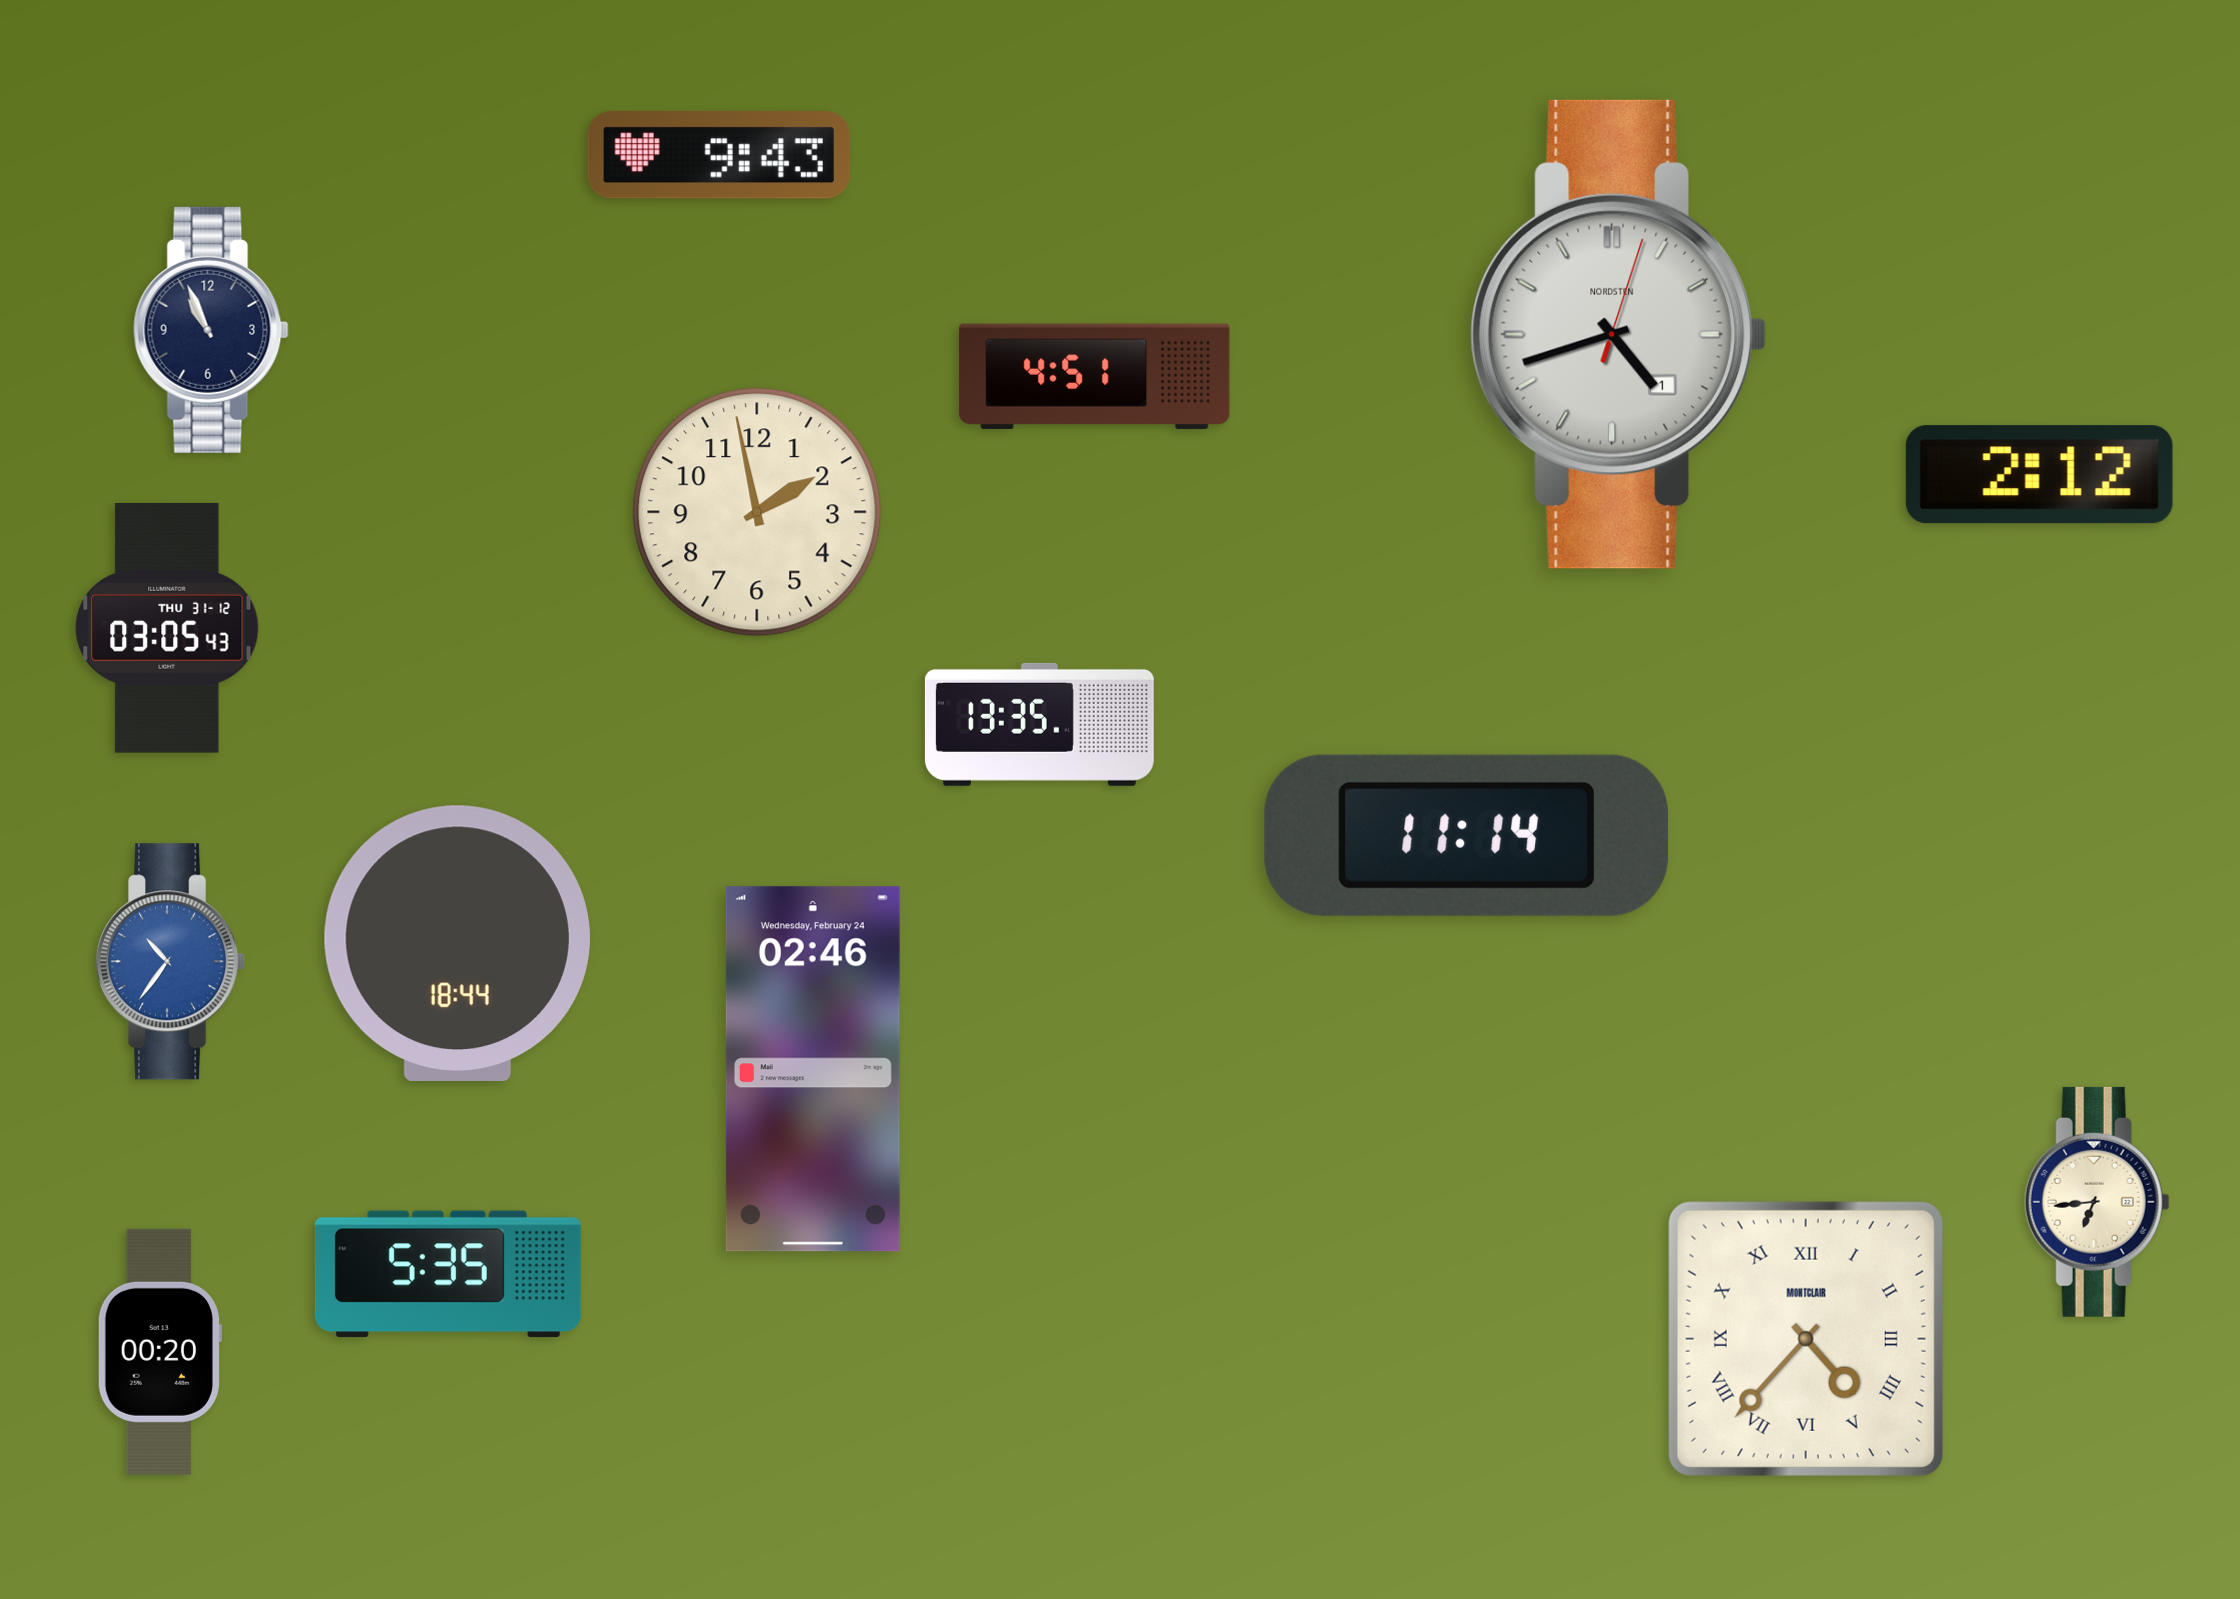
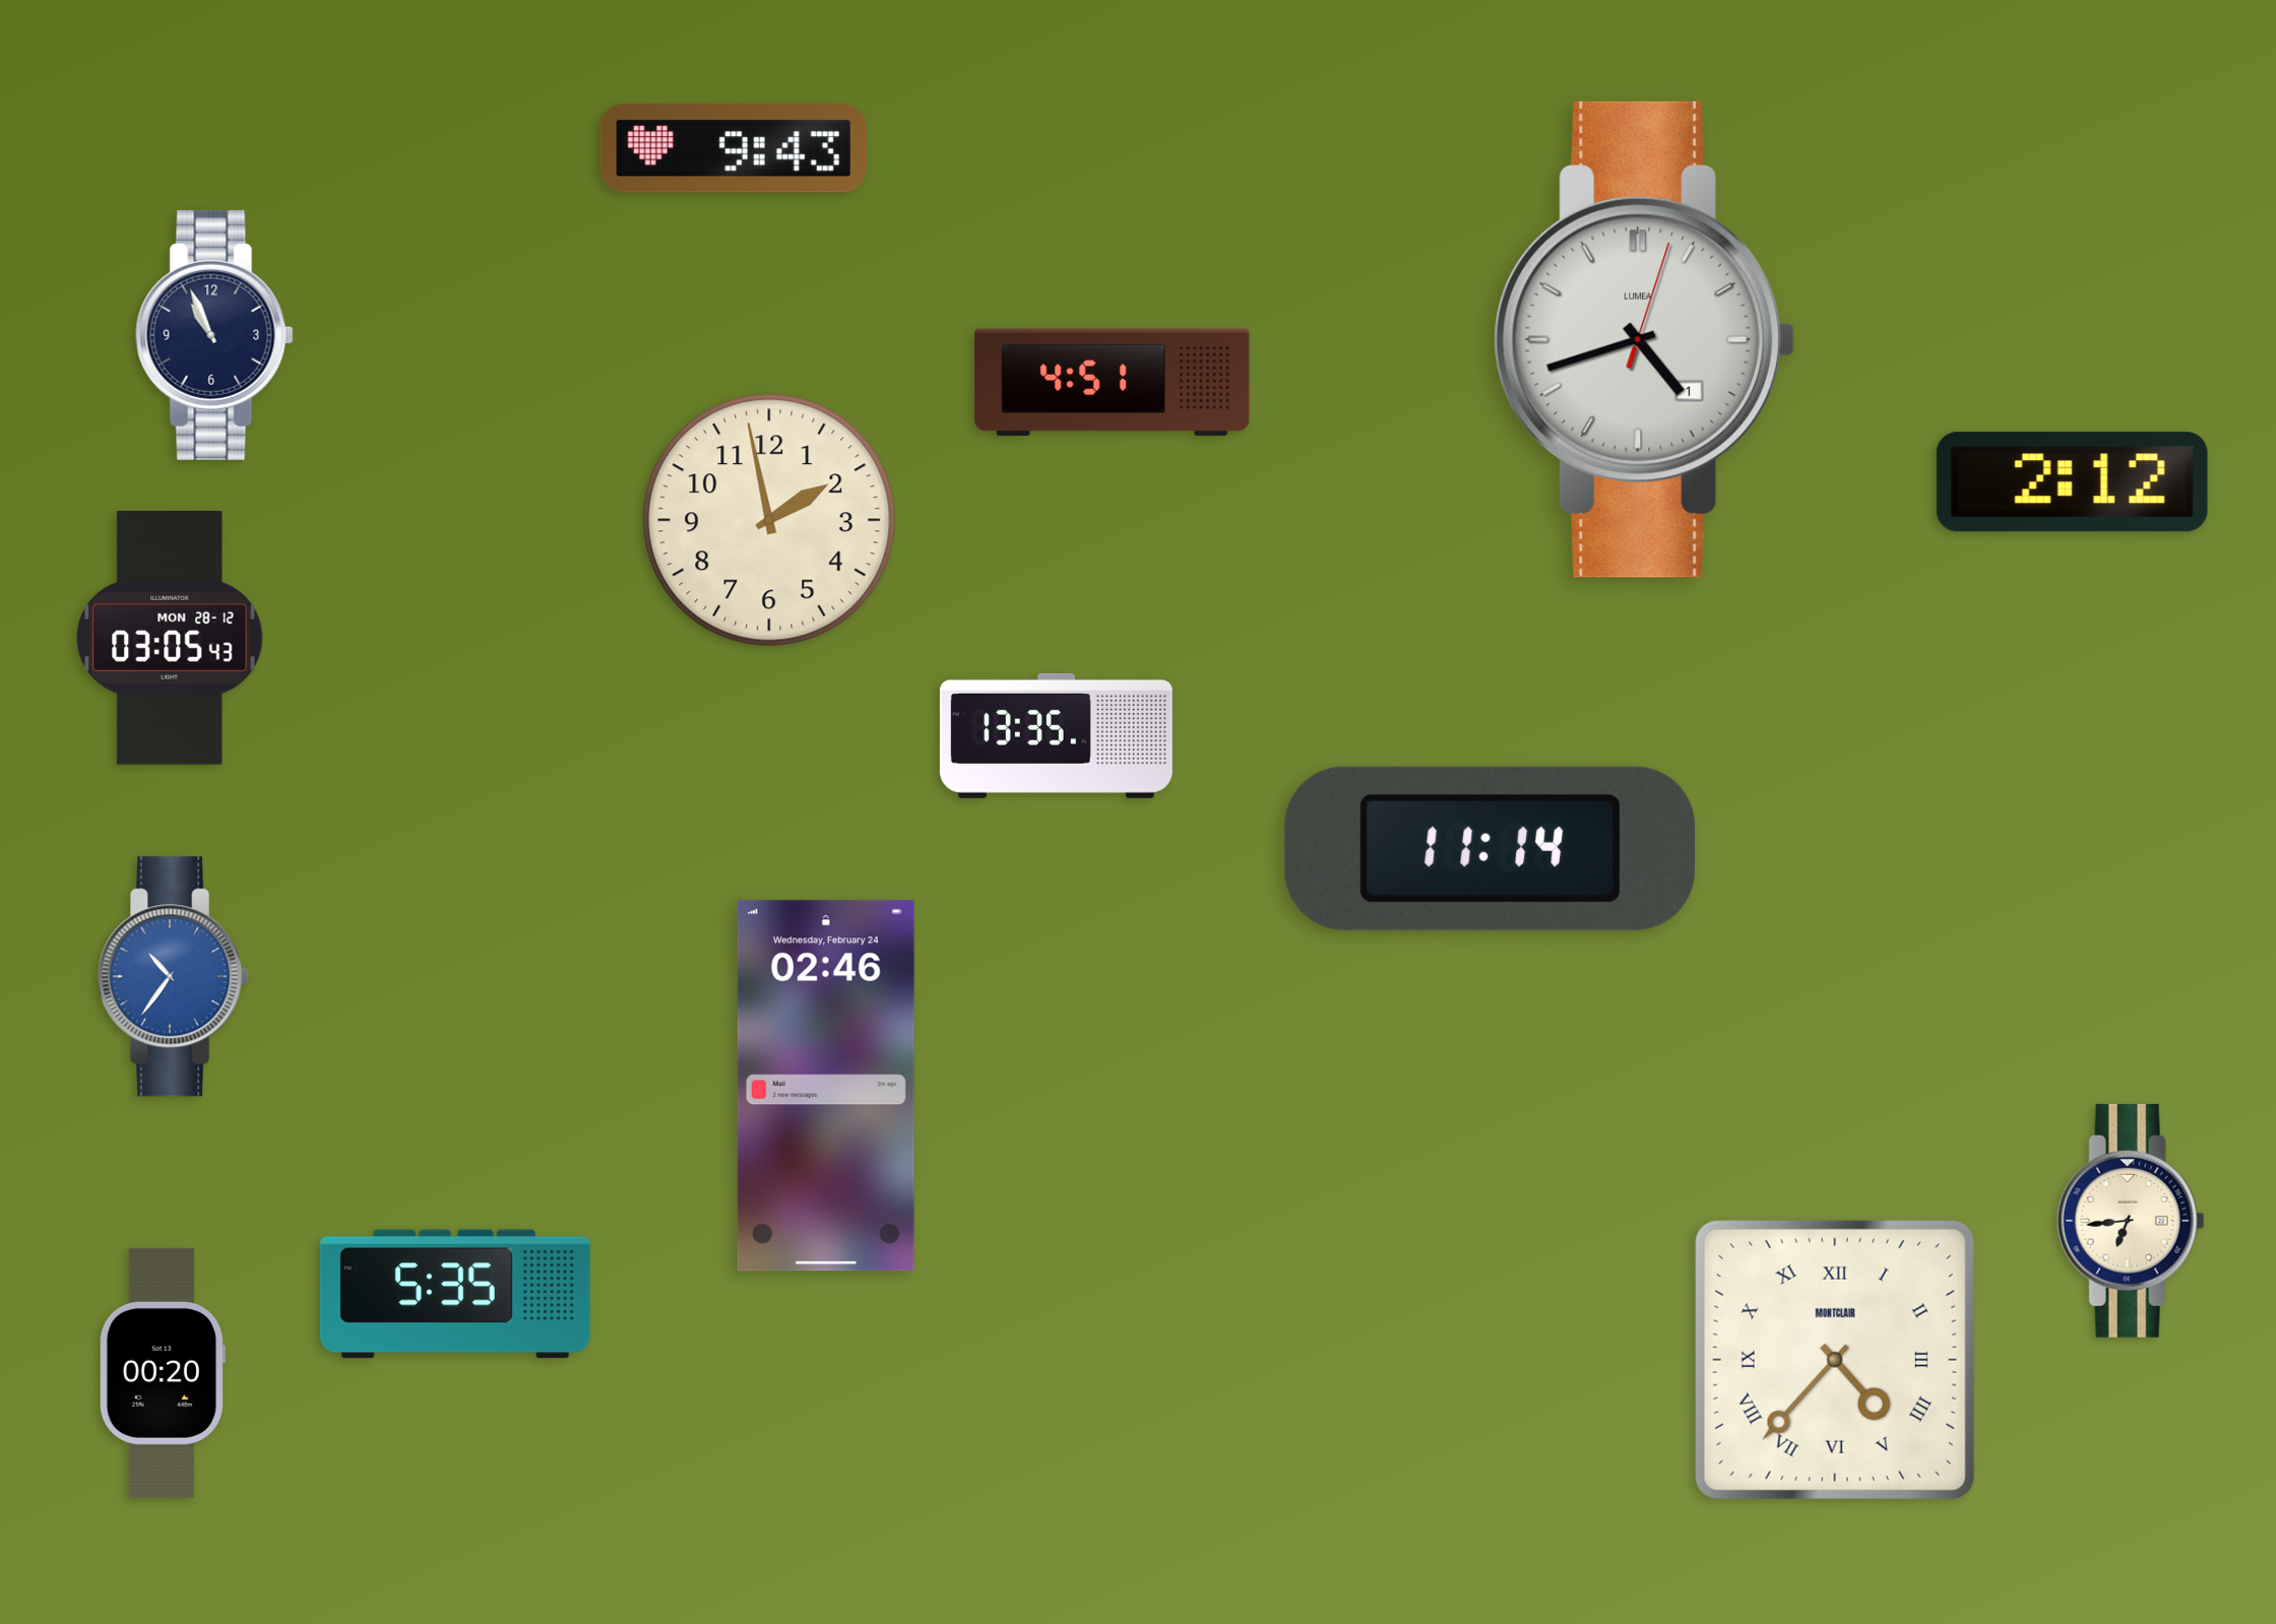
clock at (719, 155) position: (719, 155) -> (734, 148)
clock at (1618, 334) brand: NORDSTEN -> LUMEA
clock at (167, 628) date: THU 31-12 -> MON 28-12
clock at (457, 943): 18:44 -> none
